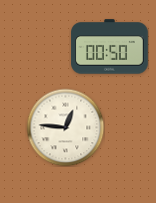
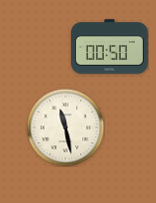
clock at (65, 127): 12:46 -> 11:28
